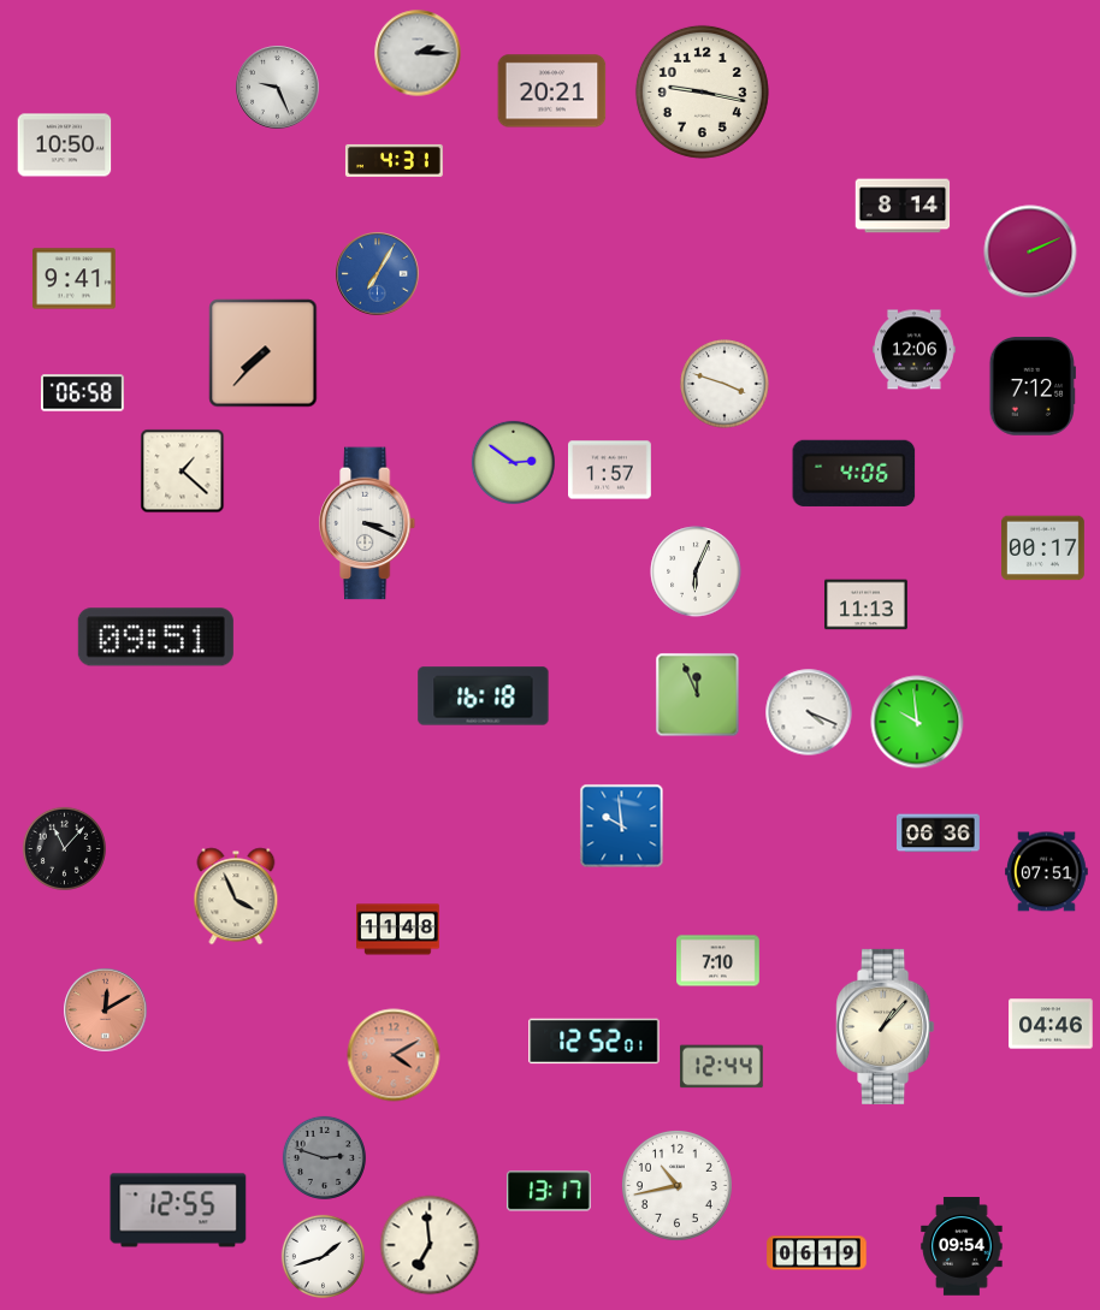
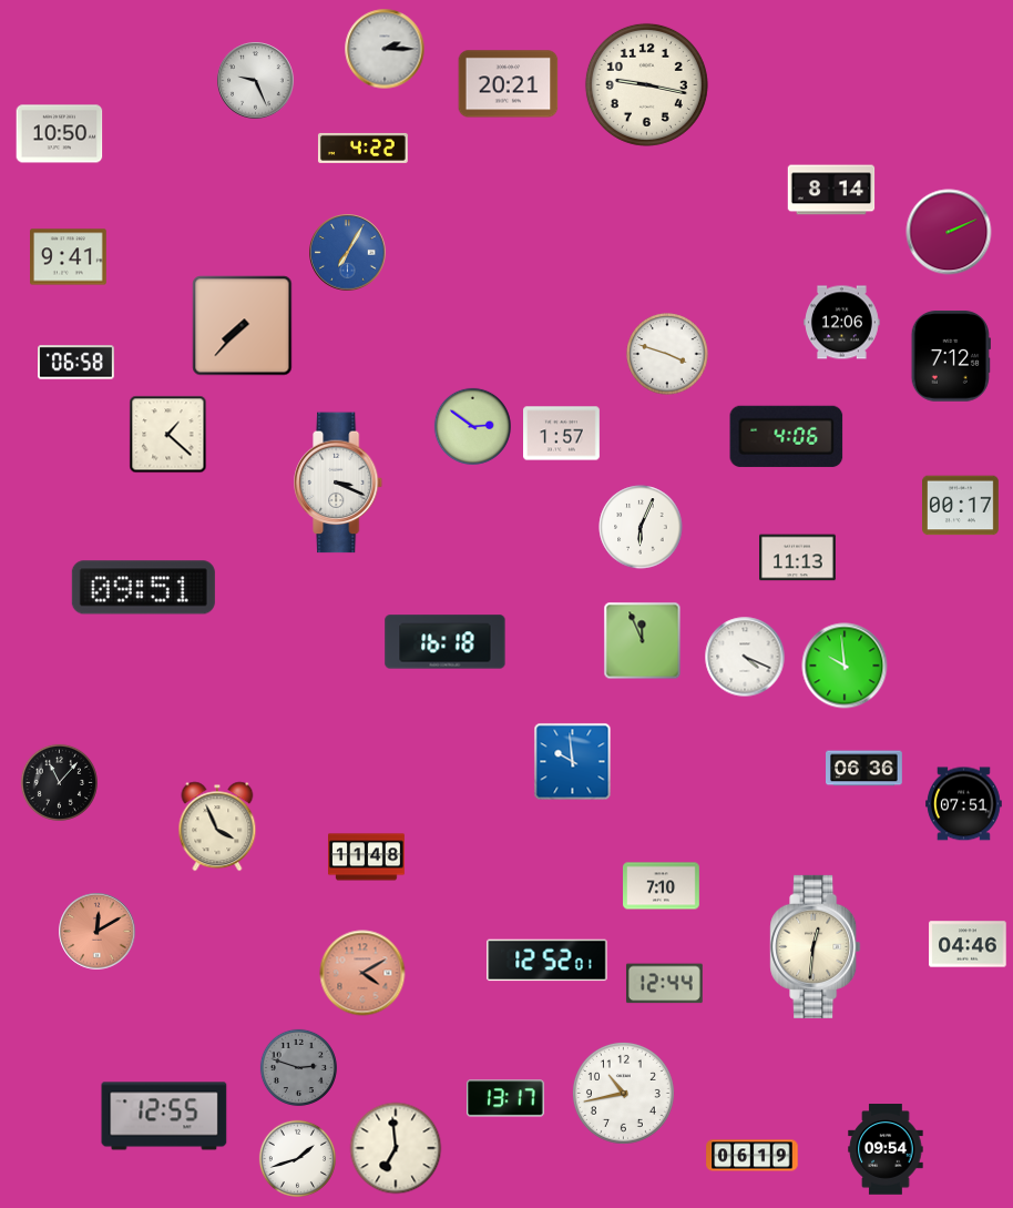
clock at (394, 160): 4:31 -> 4:22
clock at (886, 1026): 1:07 -> 12:31
